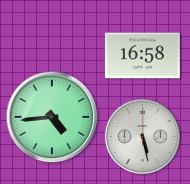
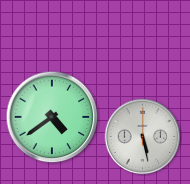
clock at (142, 56): 16:58 -> none
clock at (52, 117): 4:44 -> 4:39
